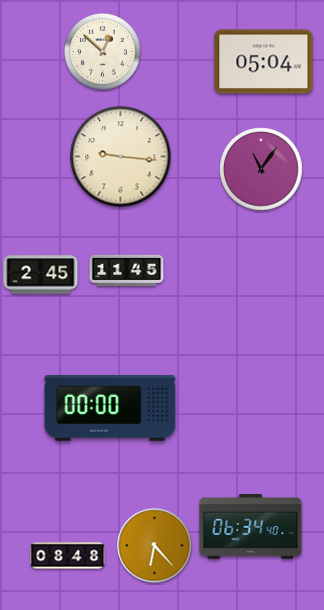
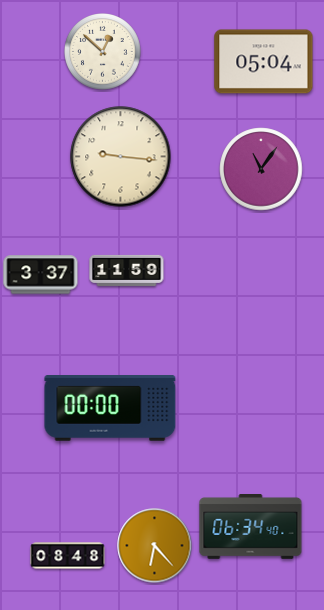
clock at (127, 270): 11:45 -> 11:59
clock at (41, 275): 2:45 -> 3:37
